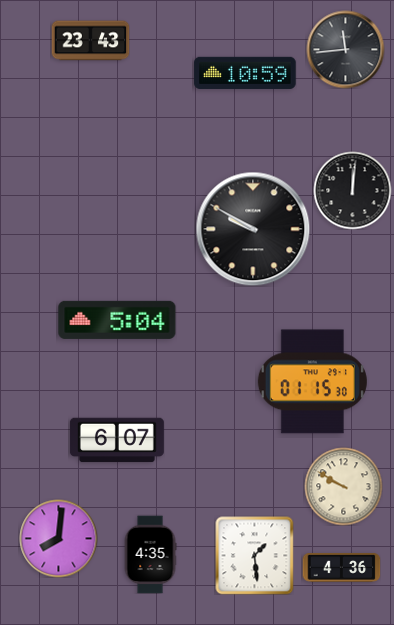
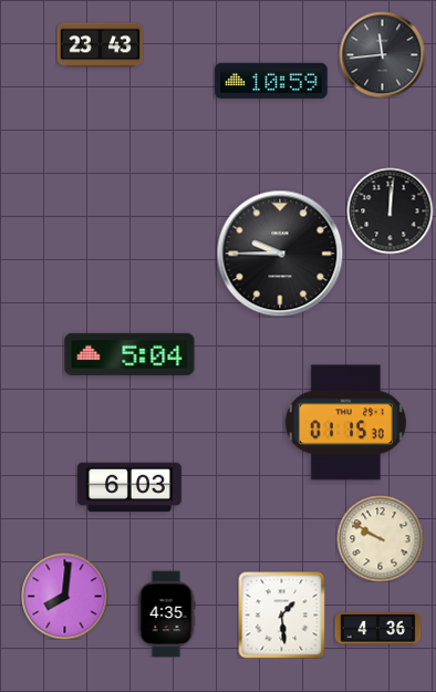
clock at (253, 229): 9:50 -> 9:45
clock at (117, 440): 6:07 -> 6:03
